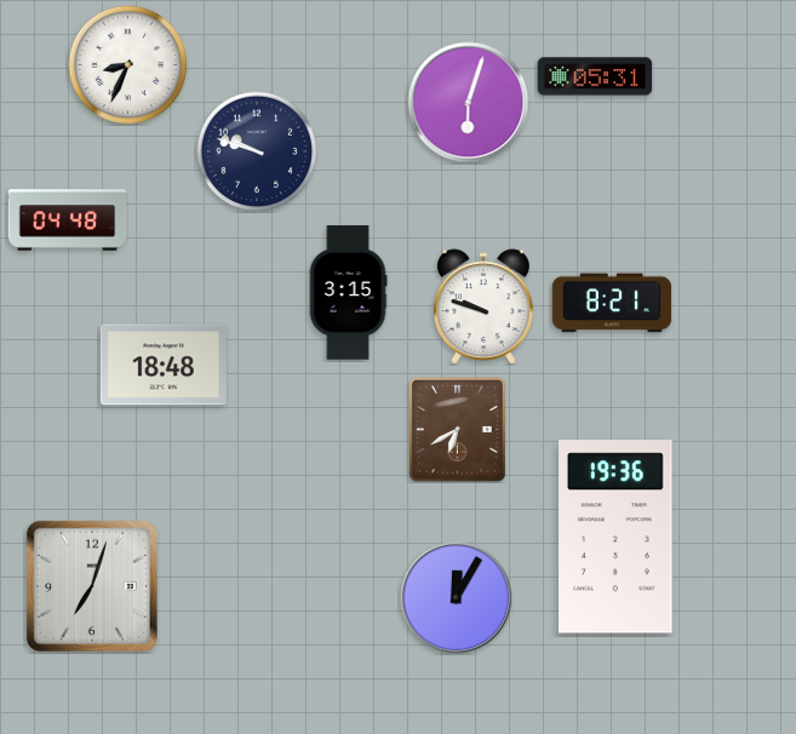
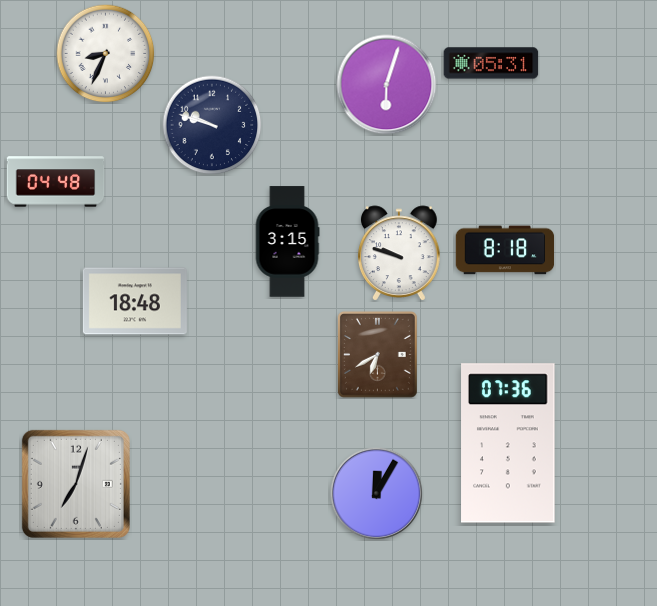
clock at (612, 303): 8:21 -> 8:18
clock at (615, 537): 19:36 -> 07:36
